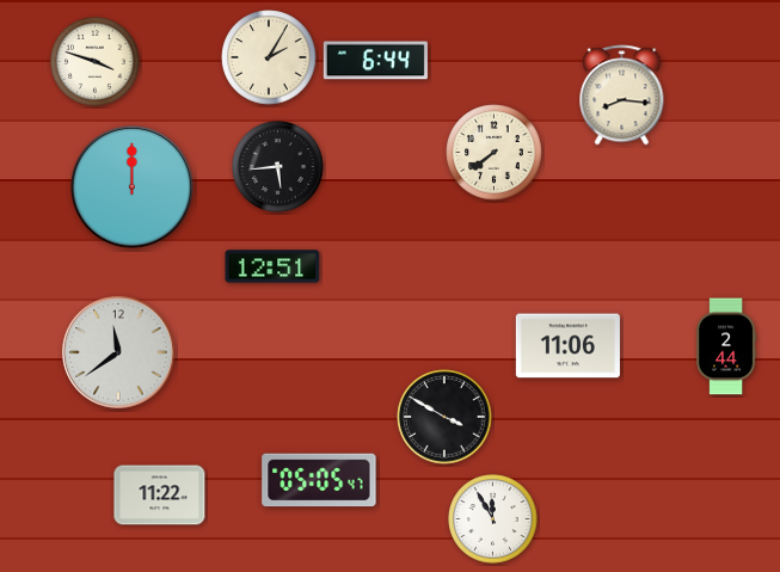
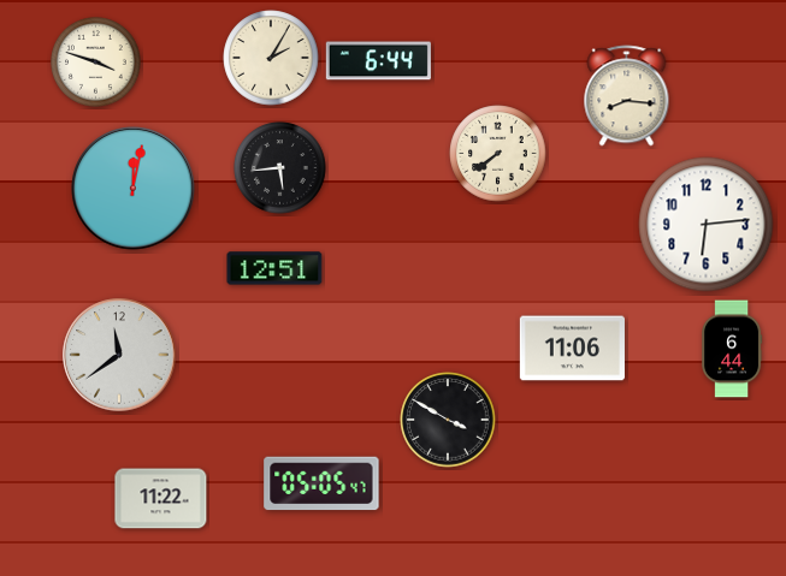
clock at (133, 187): 12:00 -> 12:02
clock at (707, 225): none -> 6:14
clock at (727, 346): 2:44 -> 6:44
clock at (493, 519): 11:55 -> none
